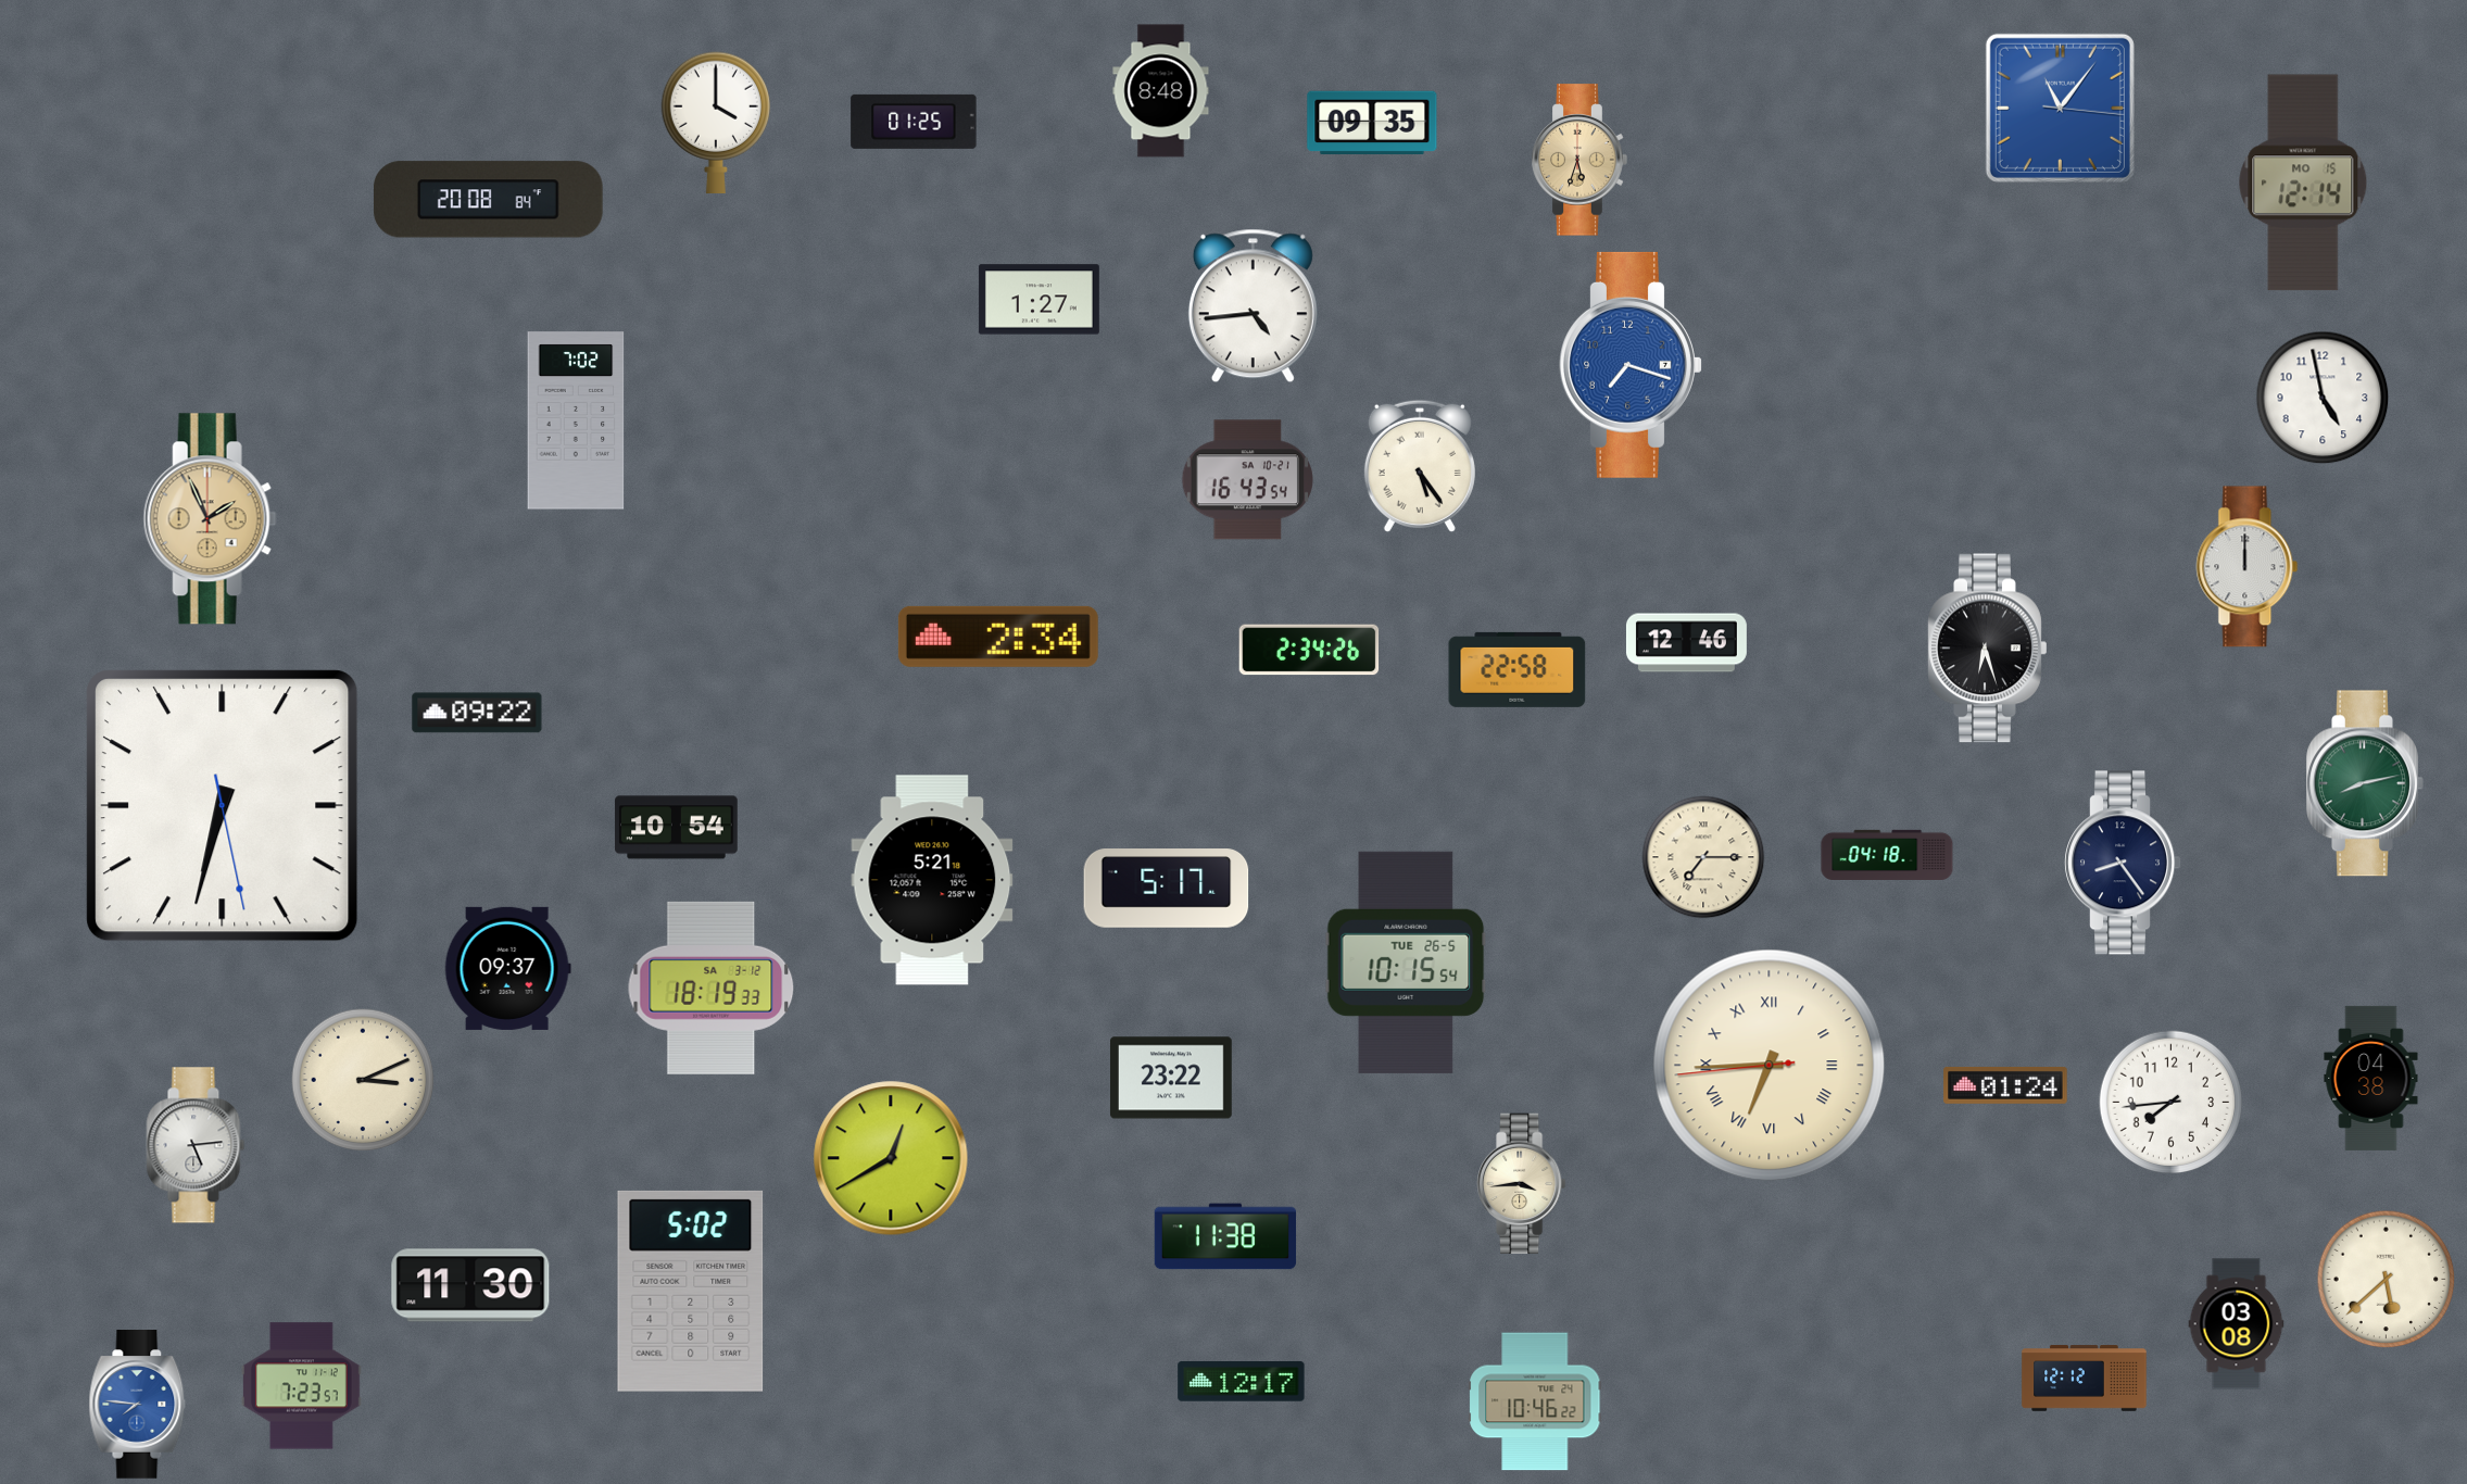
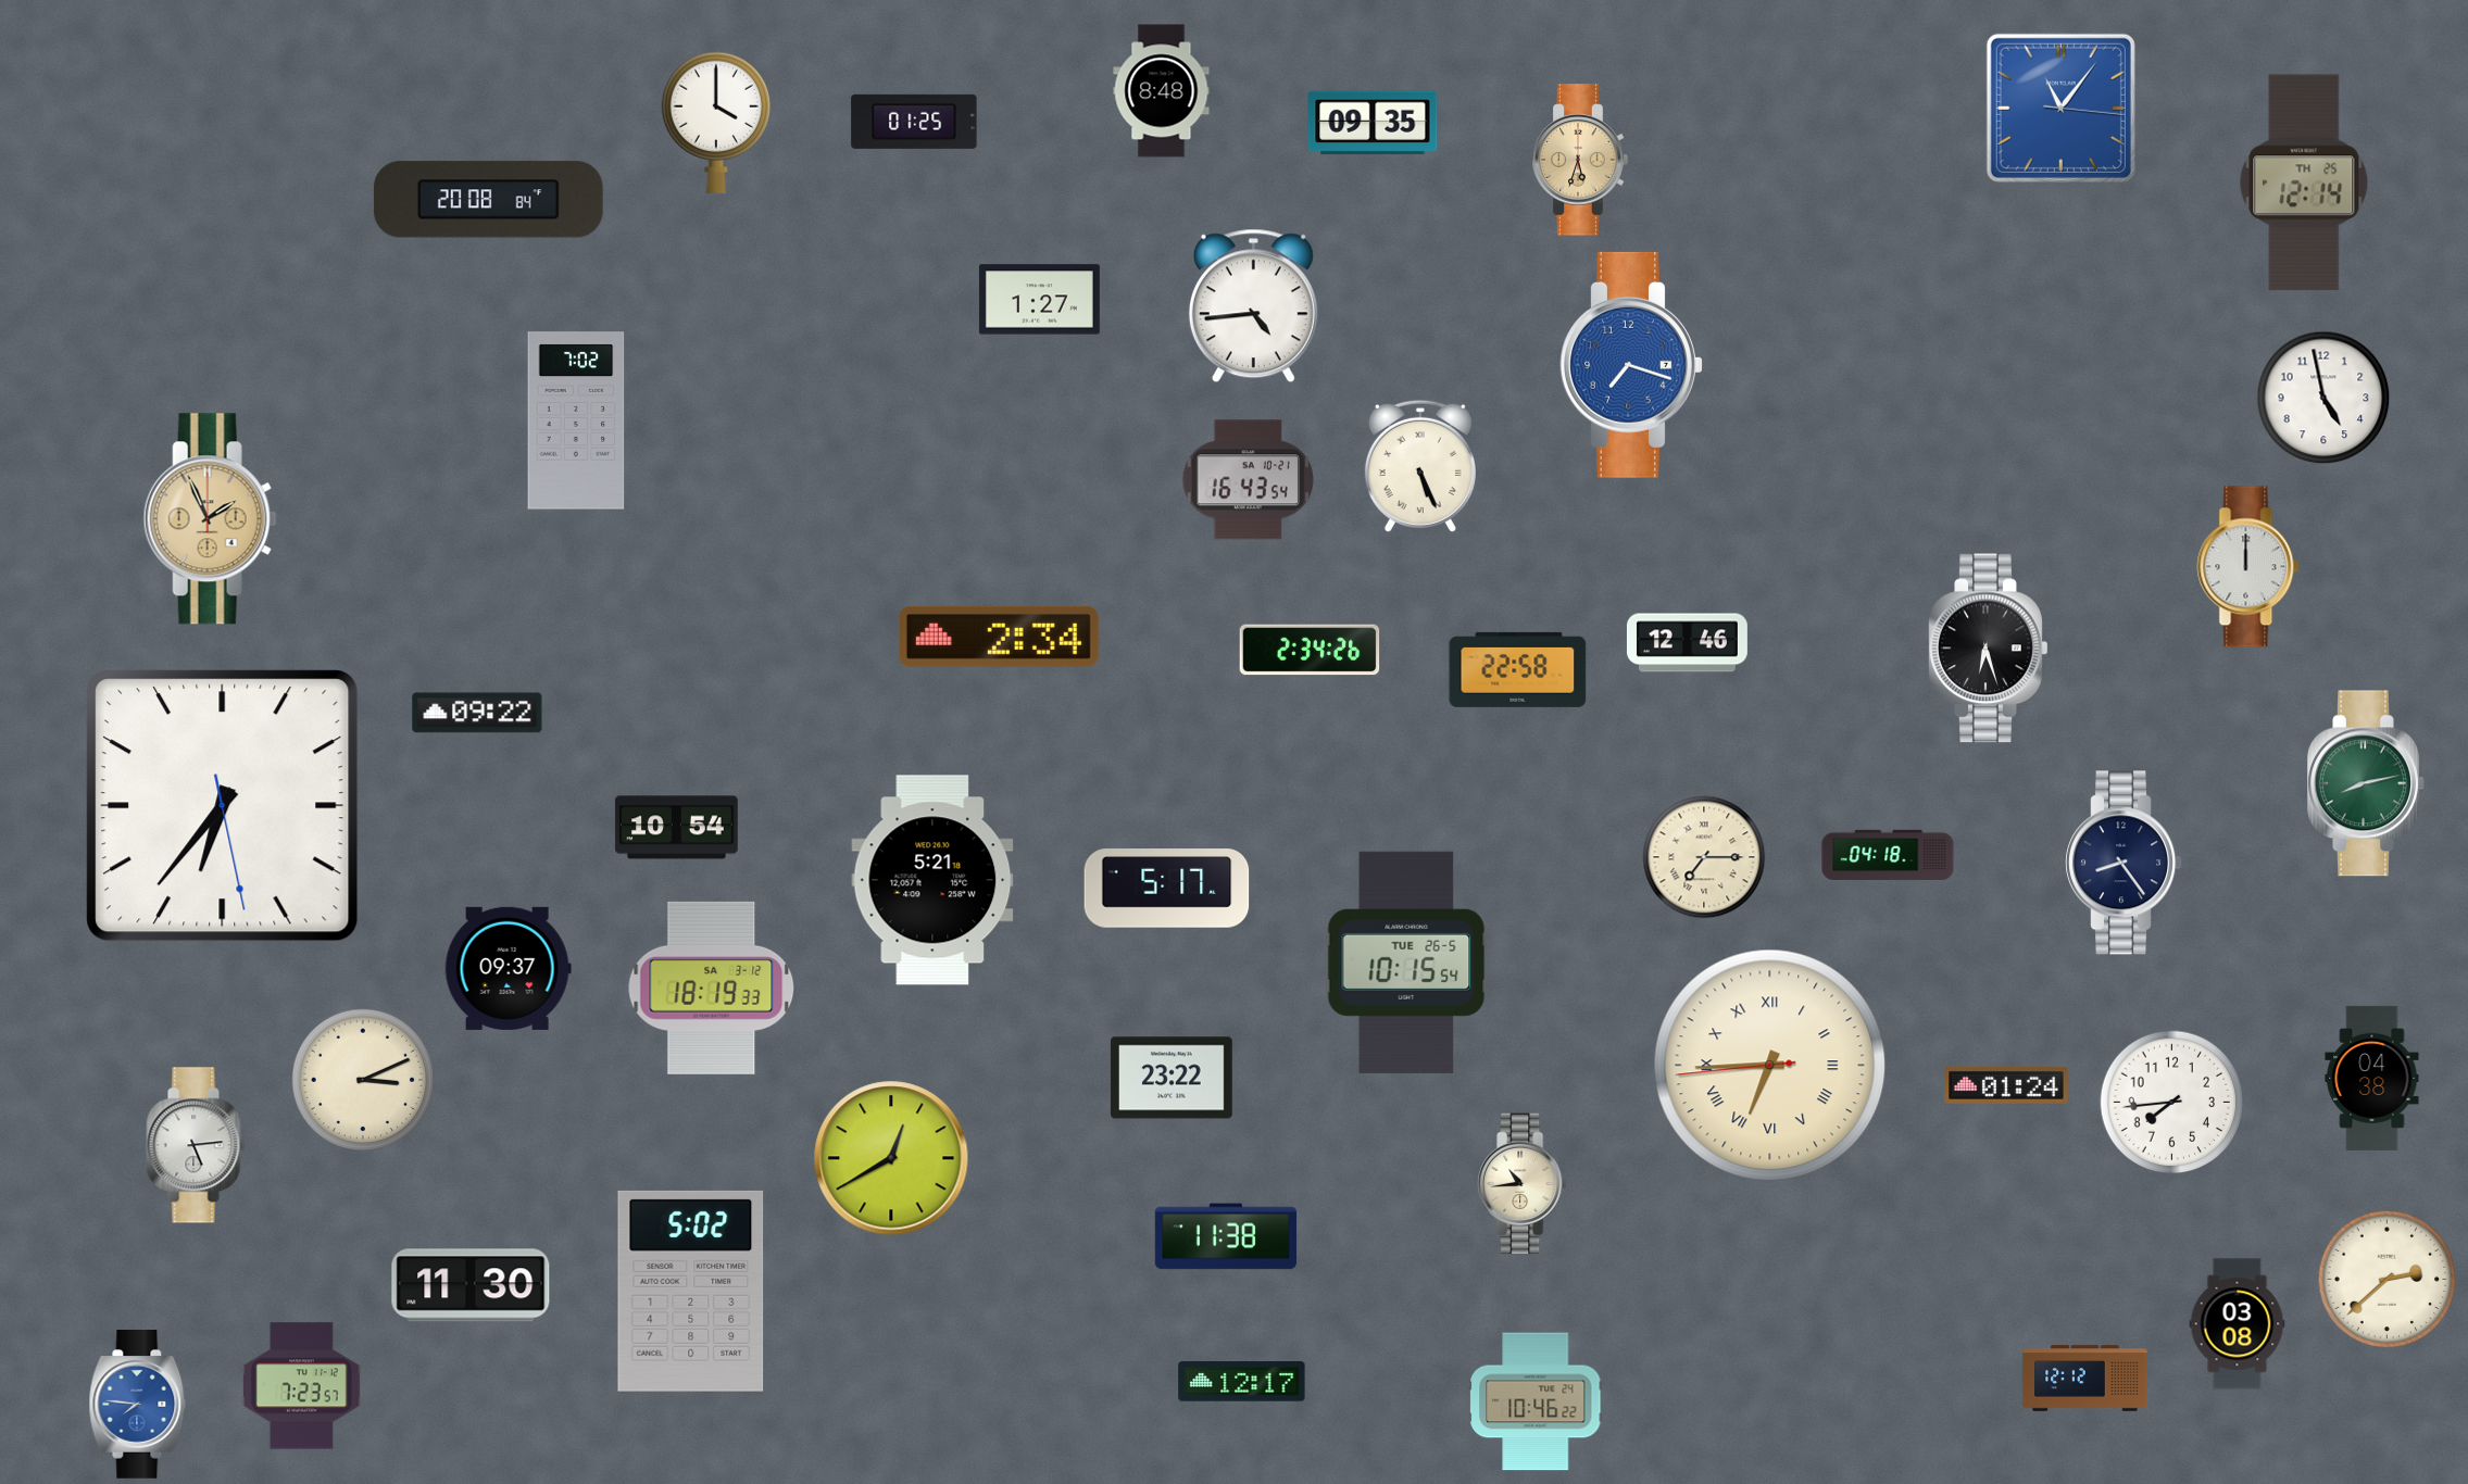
clock at (2303, 183) date: MO 15 -> TH 25
clock at (1420, 466): 5:24 -> 5:26
clock at (223, 806): 6:32 -> 6:36
clock at (1522, 1184): 3:44 -> 10:44
clock at (2387, 1280): 5:38 -> 2:38
